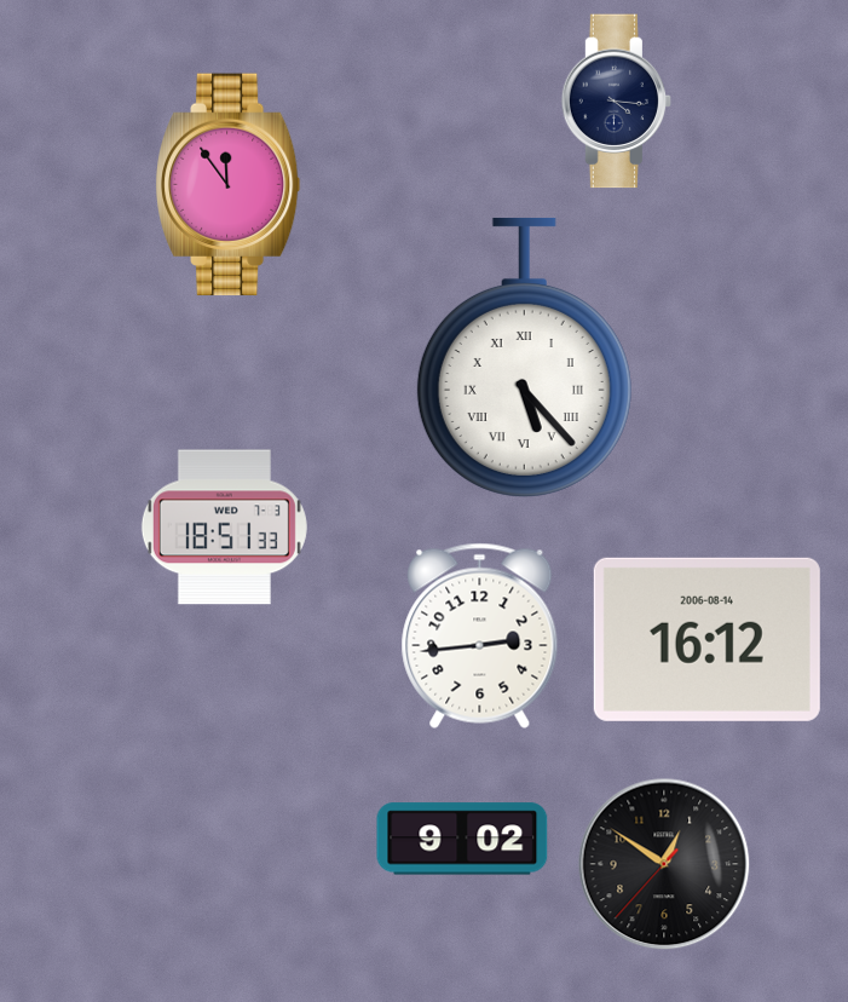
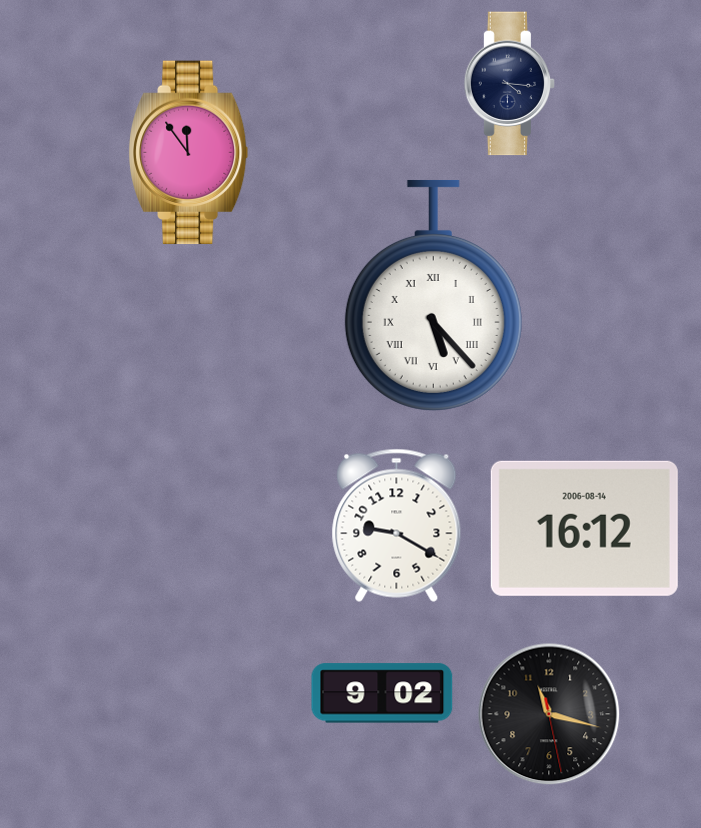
clock at (224, 528): 18:51 -> none
clock at (480, 635): 2:44 -> 9:20
clock at (664, 864): 12:50 -> 11:17
